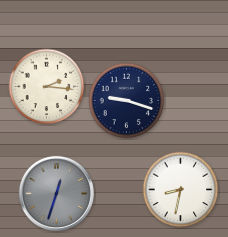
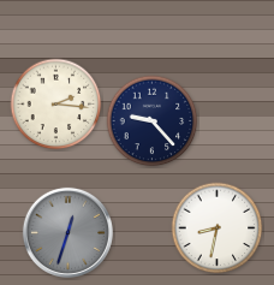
clock at (127, 101): 9:18 -> 9:23
